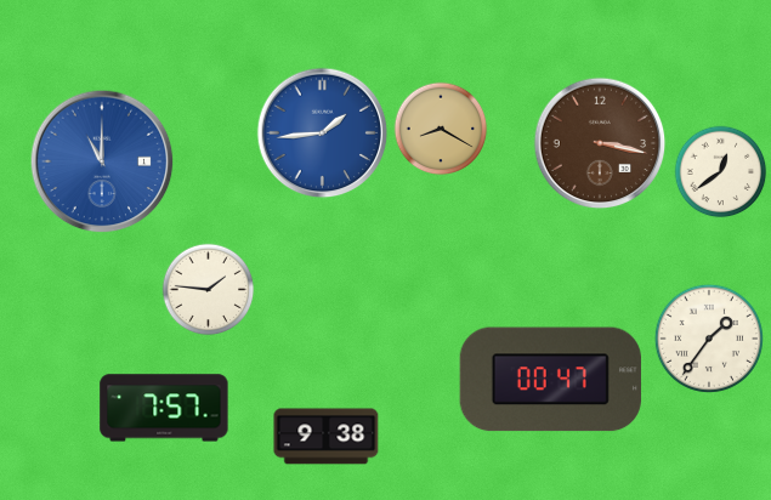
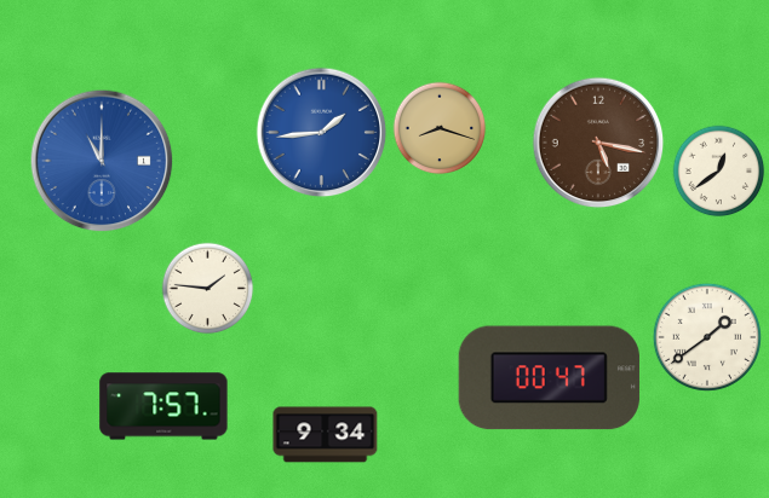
clock at (441, 129): 8:20 -> 8:18
clock at (600, 143): 3:17 -> 5:17
clock at (709, 339): 1:36 -> 1:39
clock at (327, 437): 9:38 -> 9:34
